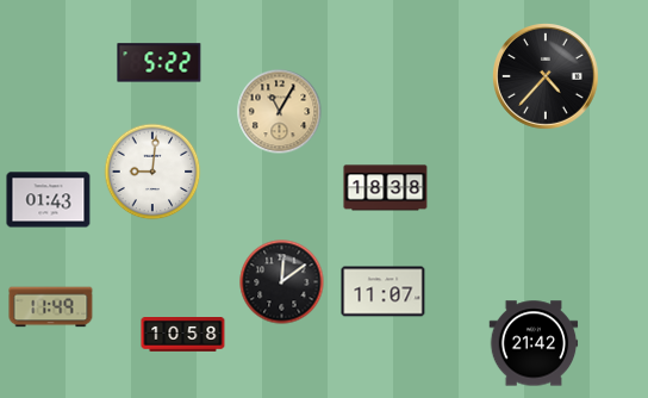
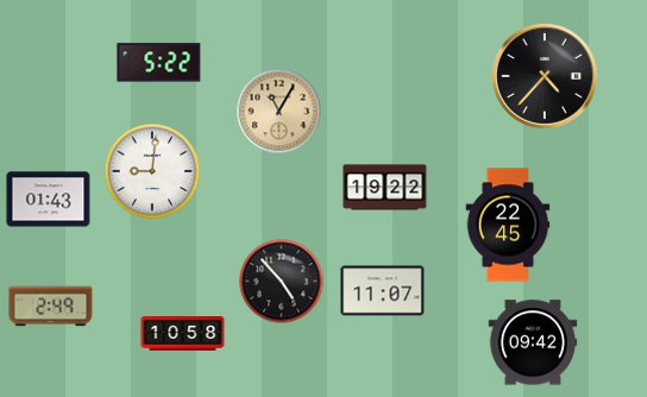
clock at (386, 188): 18:38 -> 19:22
clock at (508, 225): none -> 22:45
clock at (282, 282): 12:09 -> 4:53
clock at (51, 307): 11:49 -> 2:49
clock at (534, 343): 21:42 -> 09:42
